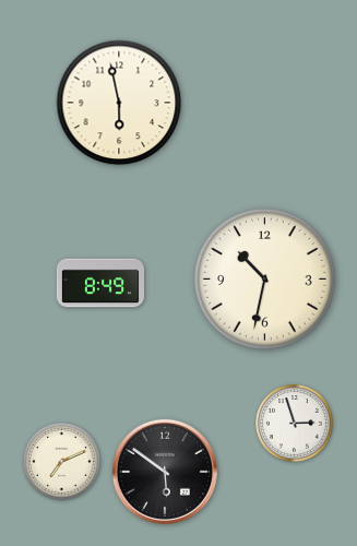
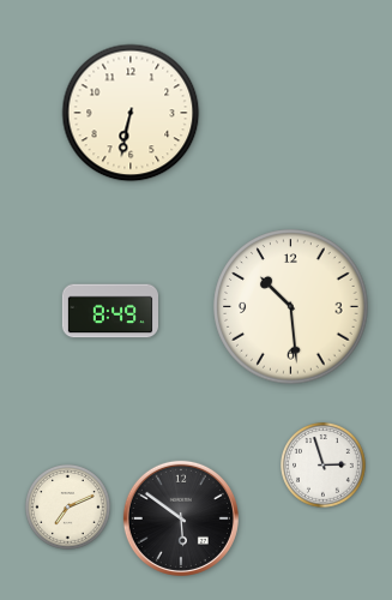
clock at (119, 103): 5:58 -> 6:32
clock at (265, 280): 10:32 -> 10:29
